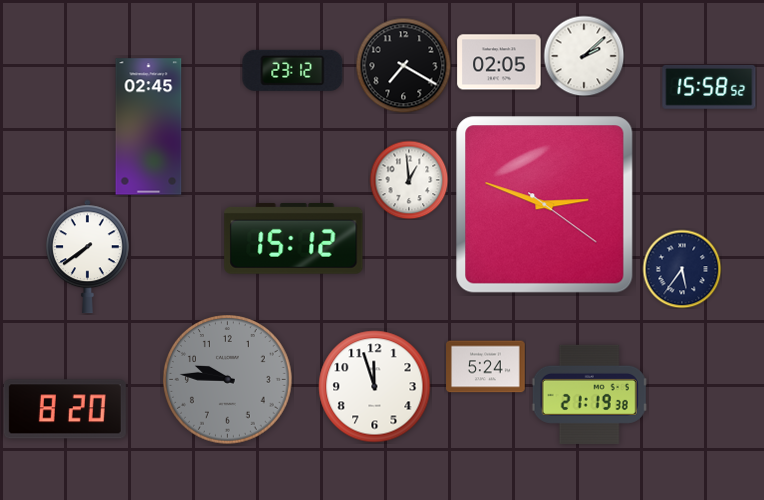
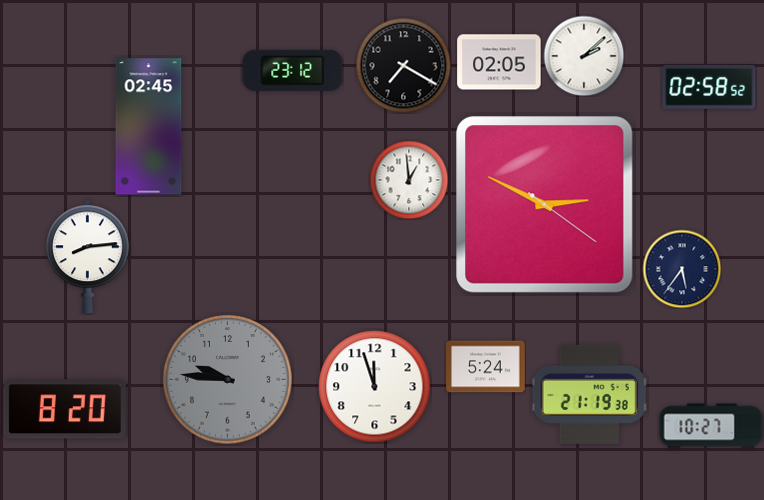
clock at (709, 87): 15:58 -> 02:58
clock at (545, 205): 2:48 -> 2:49
clock at (294, 238): 15:12 -> none
clock at (88, 257): 7:39 -> 8:14
clock at (711, 426): none -> 10:27
